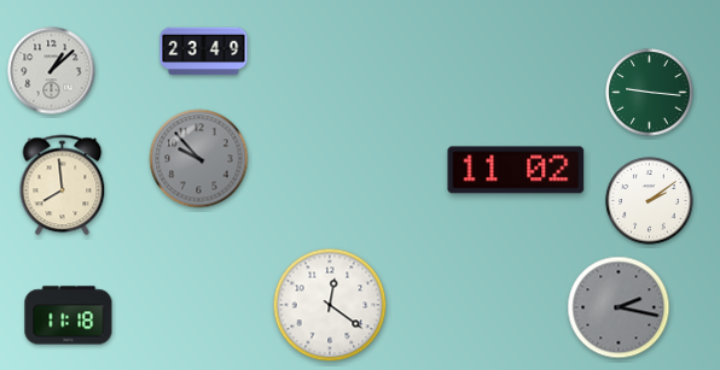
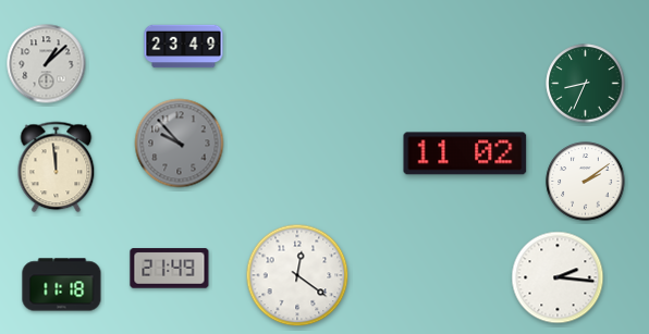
clock at (650, 93): 9:16 -> 8:34
clock at (63, 186): 7:59 -> 11:59
clock at (170, 269): none -> 21:49
clock at (619, 307): 2:17 -> 2:16
clock at (619, 307) dial: grey -> white
